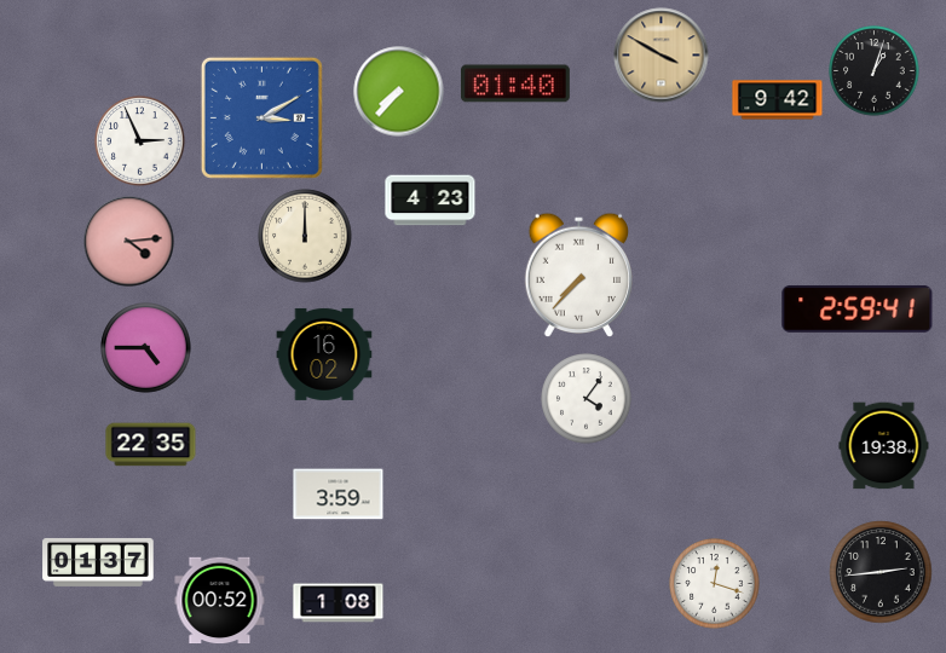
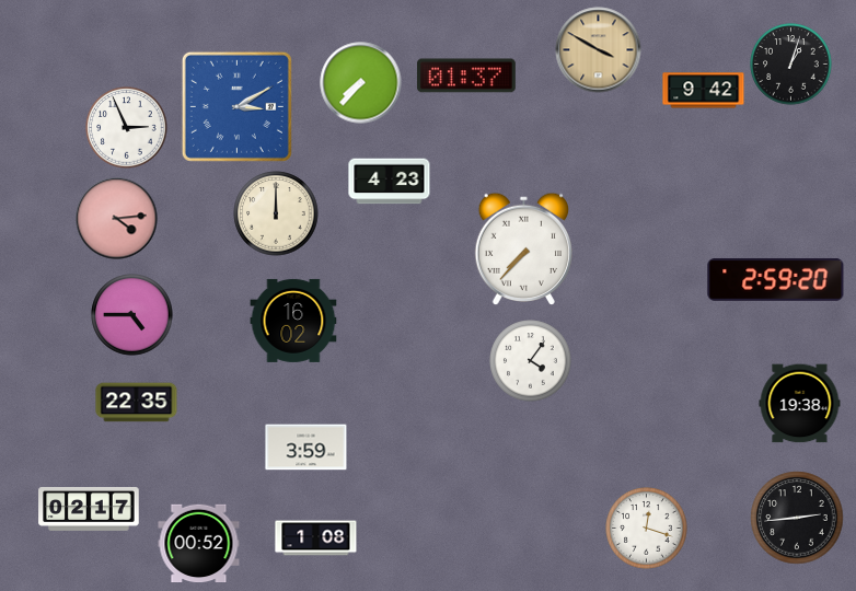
clock at (515, 83): 01:40 -> 01:37
clock at (858, 308): 2:59:41 -> 2:59:20
clock at (98, 562): 01:37 -> 02:17
clock at (339, 603) position: (339, 603) -> (316, 538)
